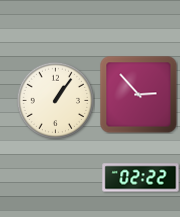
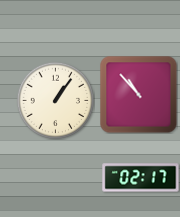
clock at (138, 94): 2:53 -> 10:53
clock at (141, 178): 02:22 -> 02:17
